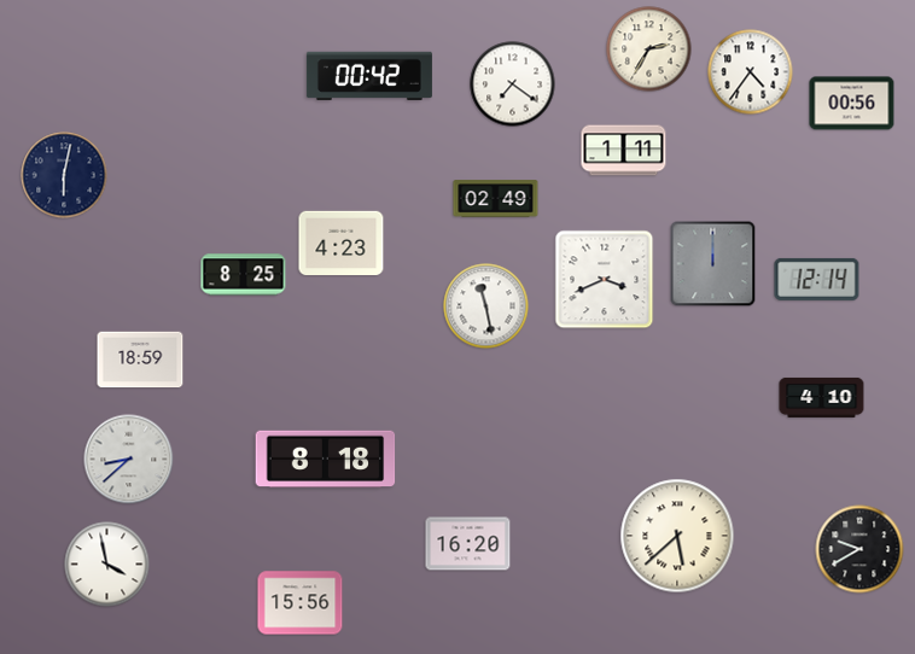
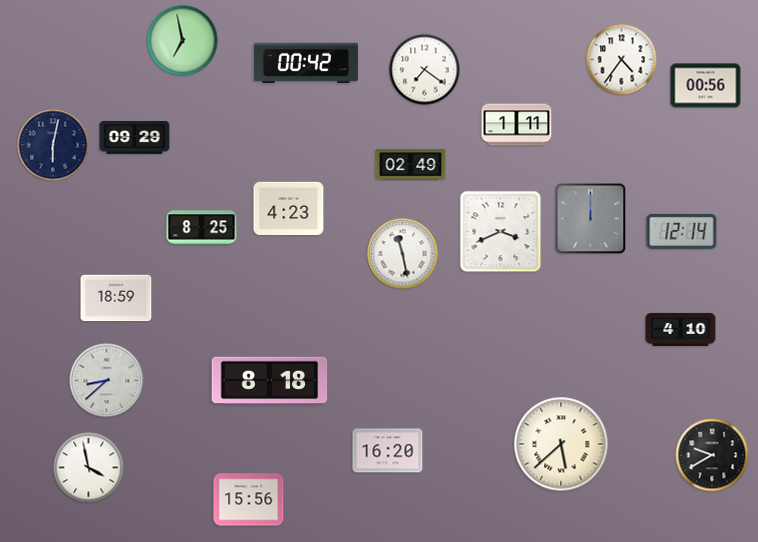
clock at (183, 41): none -> 6:58
clock at (649, 49): 2:35 -> none
clock at (135, 138): none -> 09:29
clock at (342, 244) position: (342, 244) -> (289, 209)
clock at (817, 279) position: (817, 279) -> (682, 231)
